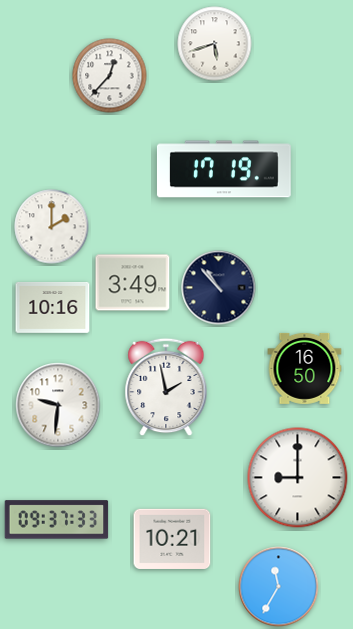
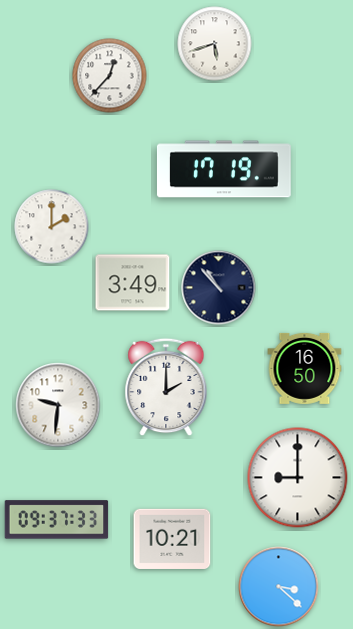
clock at (53, 307): 10:16 -> none
clock at (166, 387): 1:58 -> 2:00
clock at (279, 587): 11:35 -> 3:22
